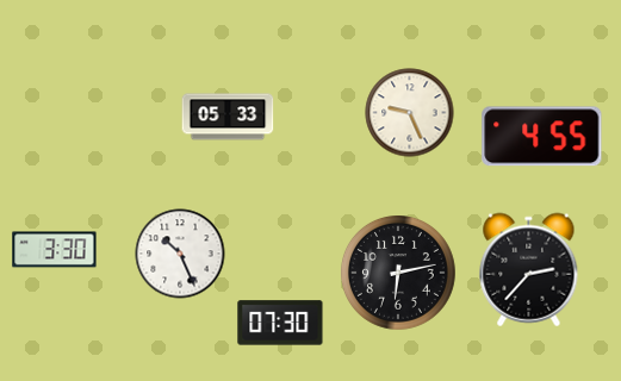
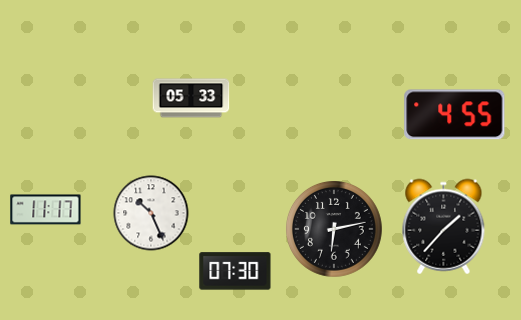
clock at (410, 113): 9:26 -> none
clock at (55, 250): 3:30 -> 11:17
clock at (529, 270): 2:37 -> 1:37
